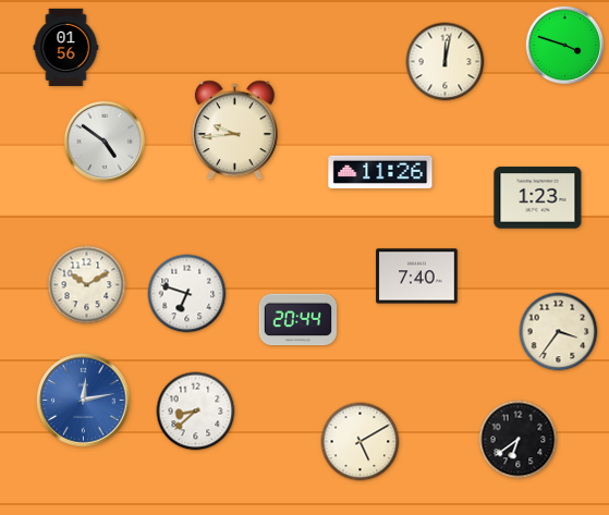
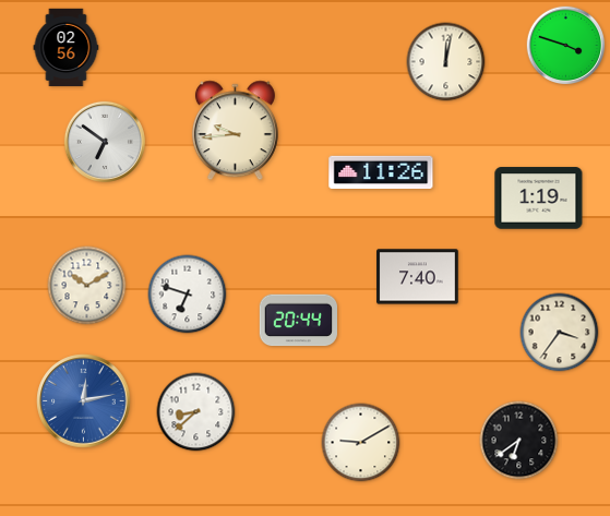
clock at (66, 48): 01:56 -> 02:56
clock at (105, 142): 4:51 -> 6:51
clock at (538, 198): 1:23 -> 1:19
clock at (361, 442): 5:10 -> 9:10
